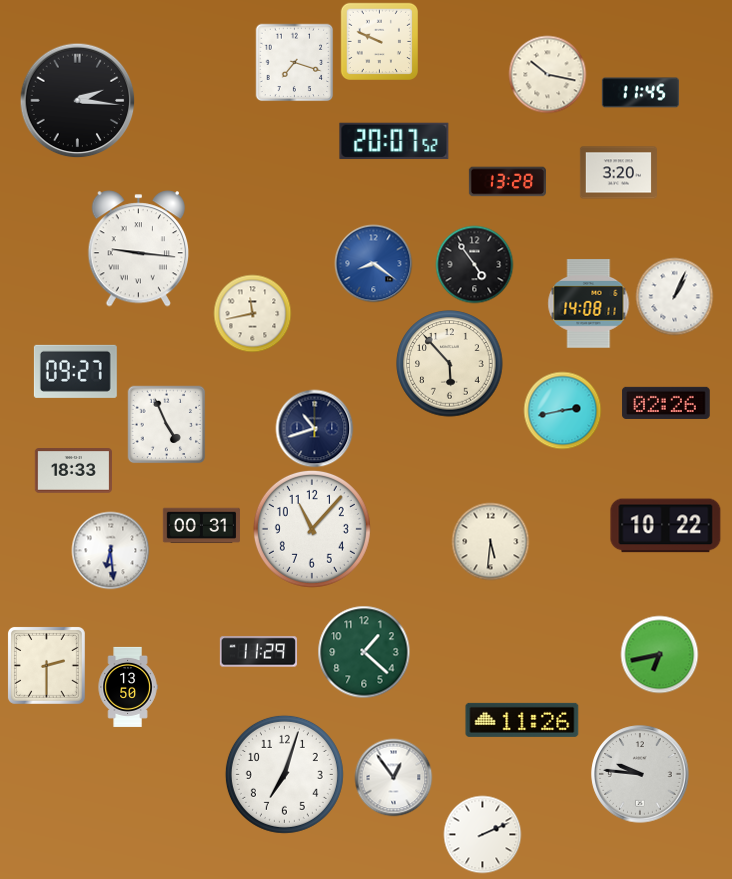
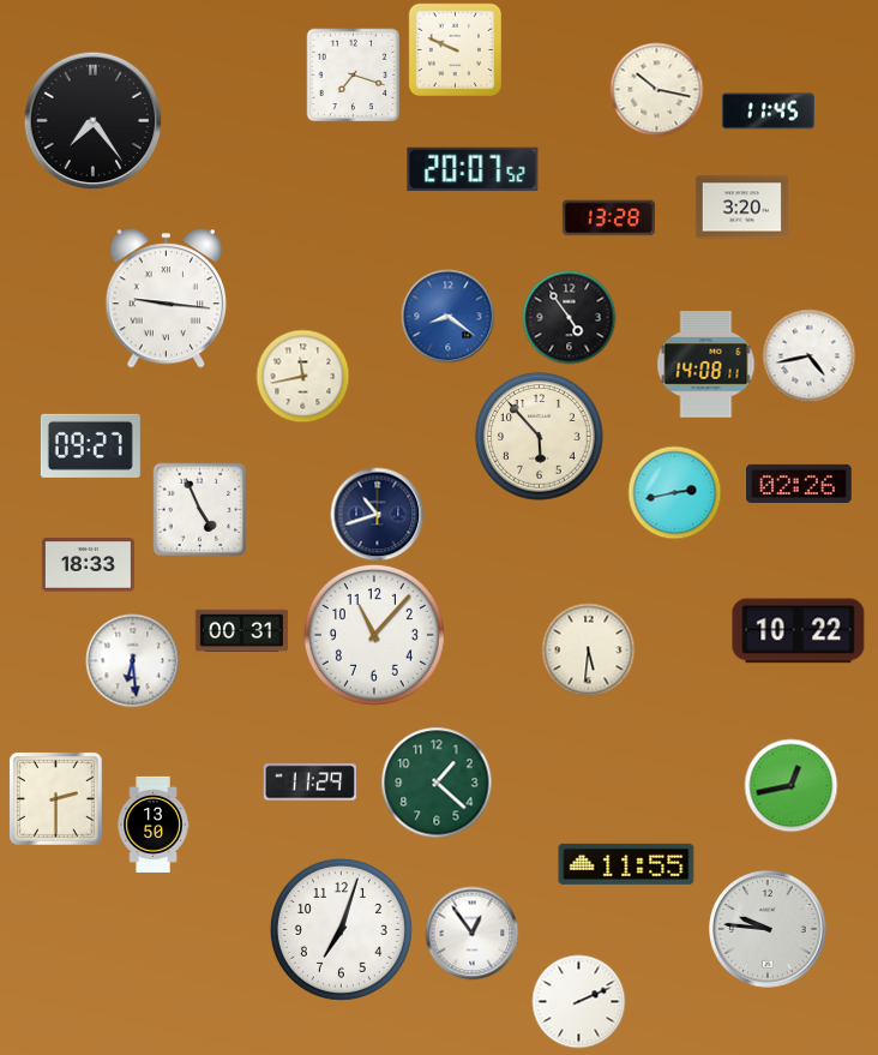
clock at (77, 100): 2:16 -> 7:24
clock at (674, 296): 1:04 -> 4:43
clock at (659, 654): 6:43 -> 12:43
clock at (522, 720): 11:26 -> 11:55
